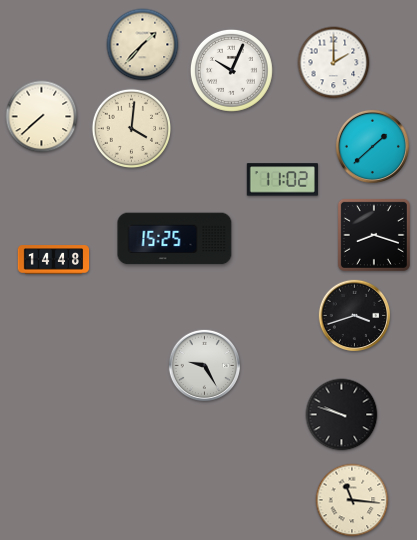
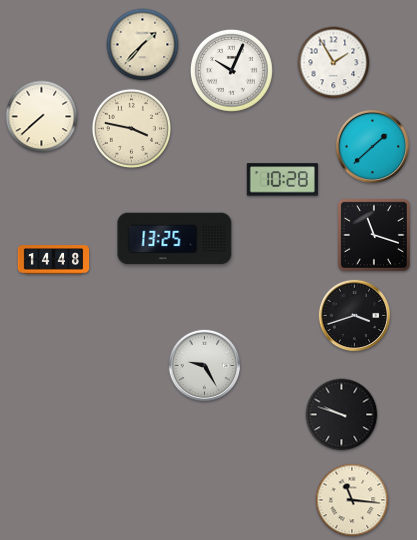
clock at (334, 63): 2:00 -> 1:55
clock at (131, 128): 4:01 -> 3:47
clock at (282, 180): 11:02 -> 10:28
clock at (374, 235): 8:18 -> 11:18
clock at (175, 239): 15:25 -> 13:25
